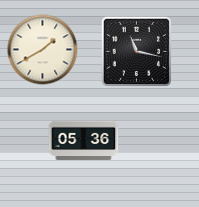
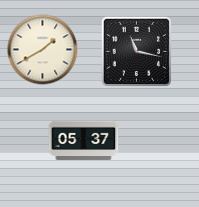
clock at (84, 141): 05:36 -> 05:37
